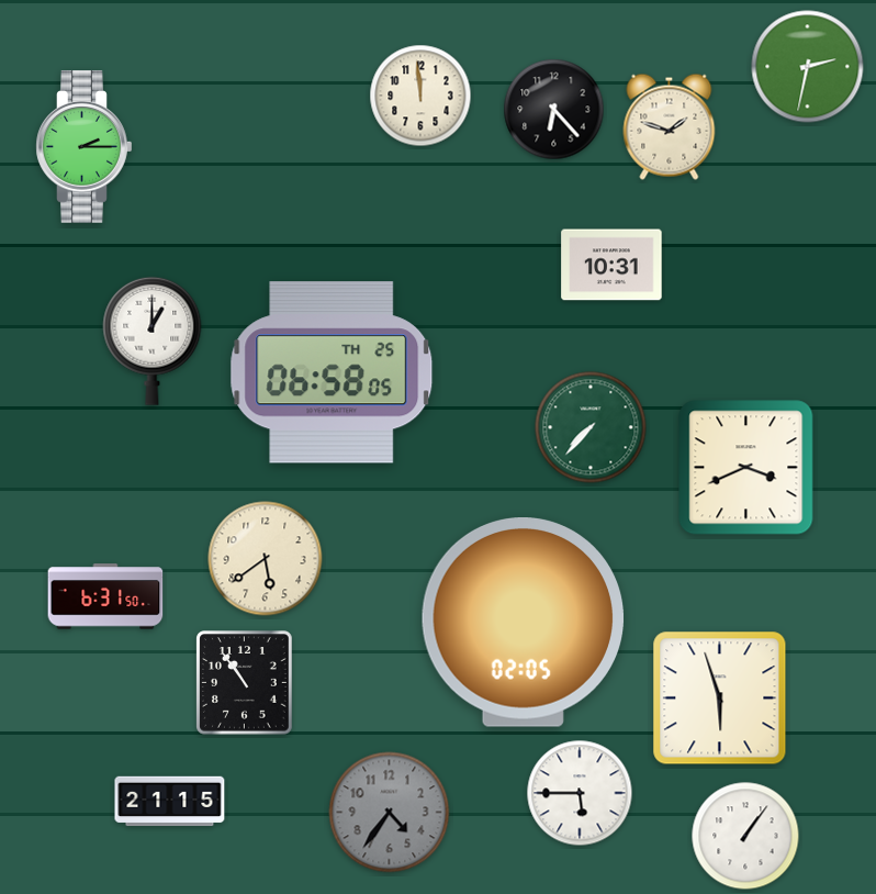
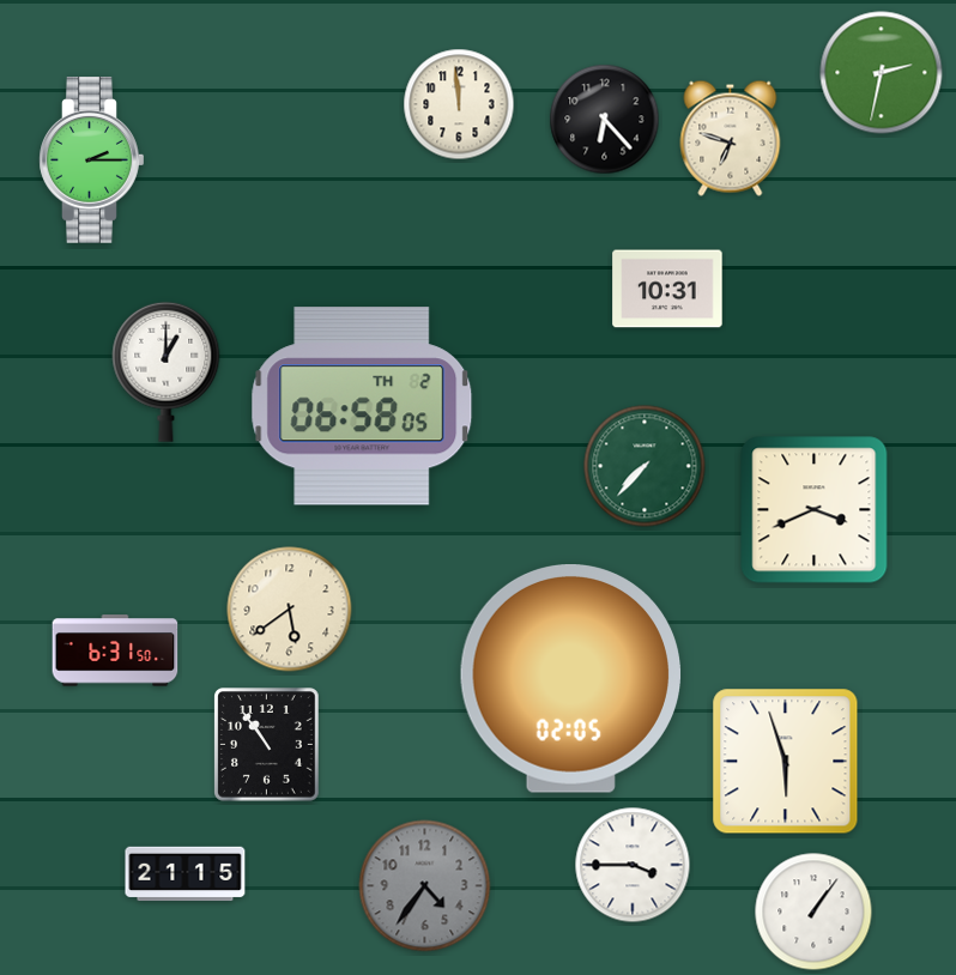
clock at (670, 126): 1:48 -> 6:48
clock at (332, 372) date: TH 25 -> TH 2
clock at (580, 793): 5:45 -> 3:45
